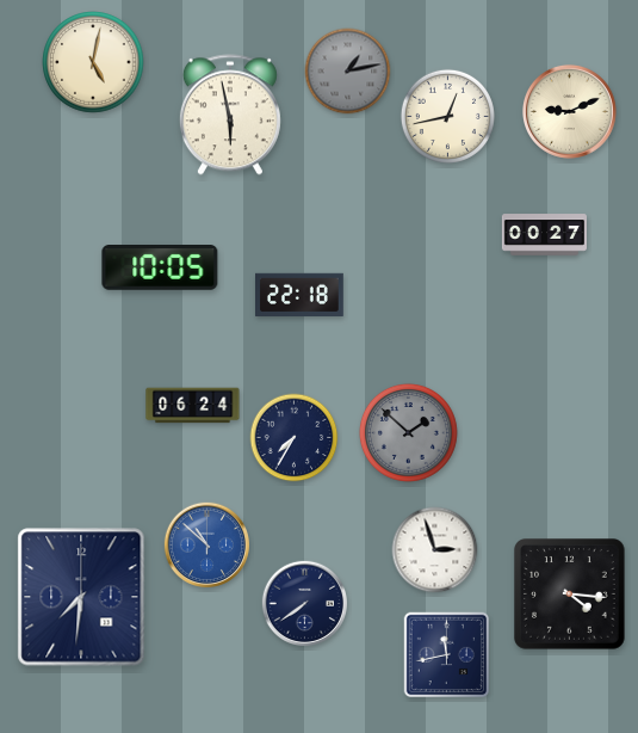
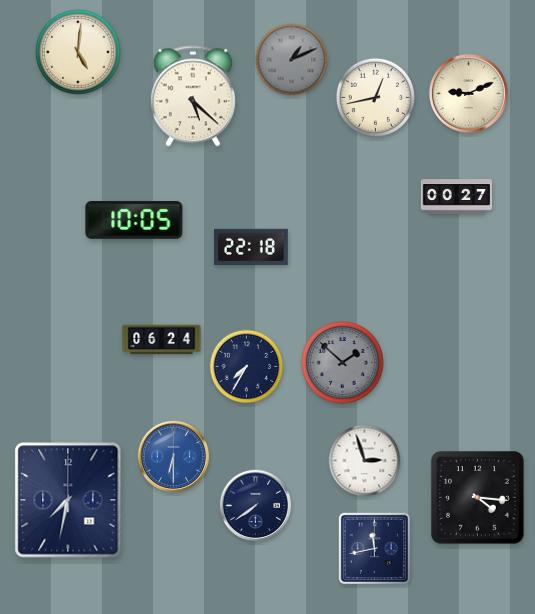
clock at (93, 62): 5:02 -> 5:01
clock at (348, 72): 1:13 -> 1:11
clock at (569, 111) position: (569, 111) -> (468, 93)
clock at (230, 115): 5:58 -> 5:22
clock at (160, 269) position: (160, 269) -> (134, 221)
clock at (206, 544): 10:52 -> 6:30
clock at (81, 597): 7:31 -> 7:32
